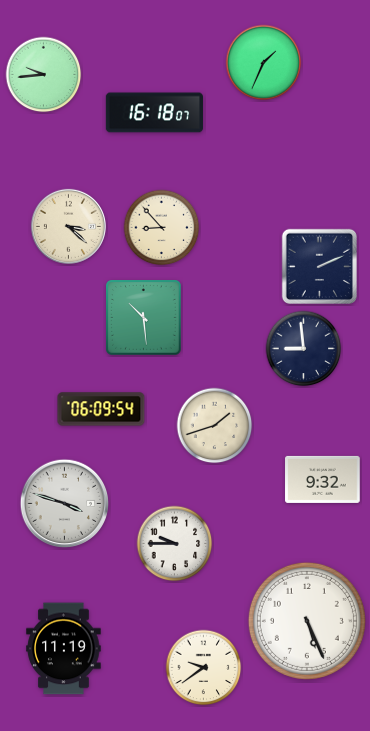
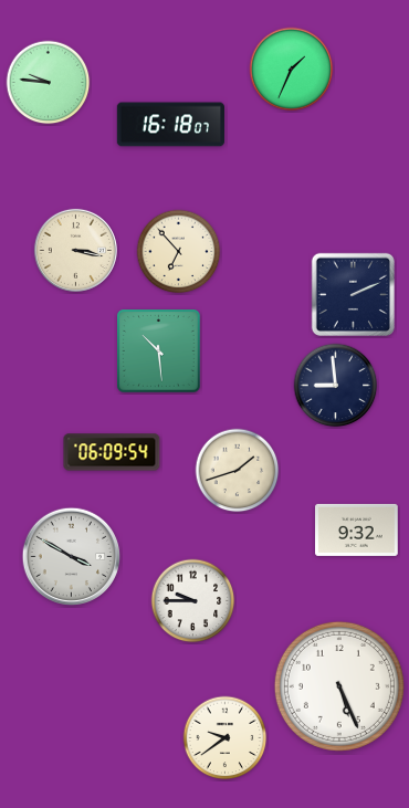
clock at (44, 75): 9:44 -> 9:46
clock at (68, 226): 3:22 -> 3:17
clock at (162, 228): 8:53 -> 6:53
clock at (65, 504): 3:48 -> 3:50
clock at (64, 649): 11:19 -> none
